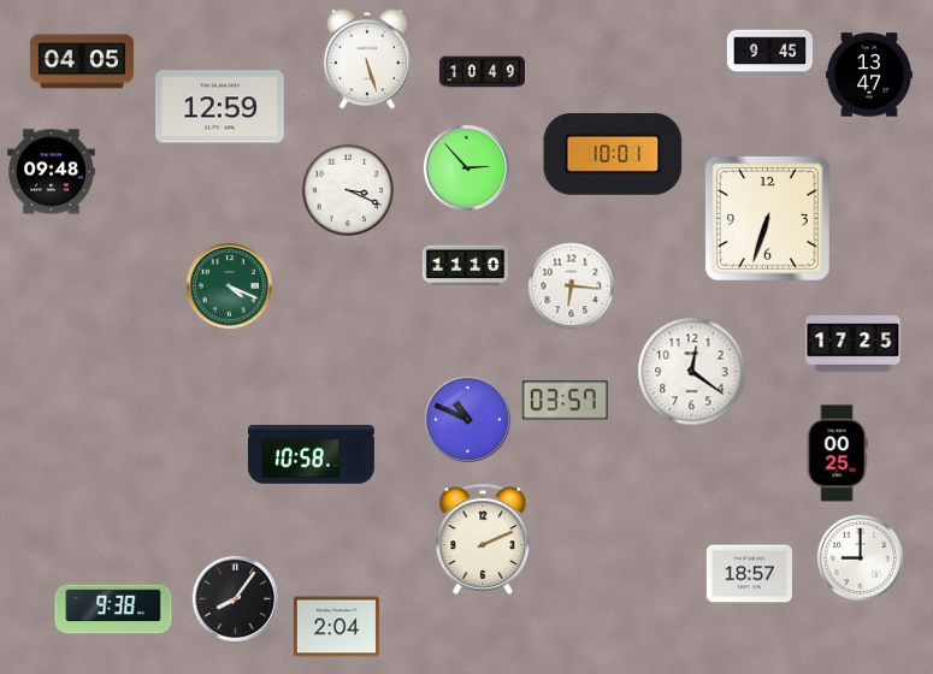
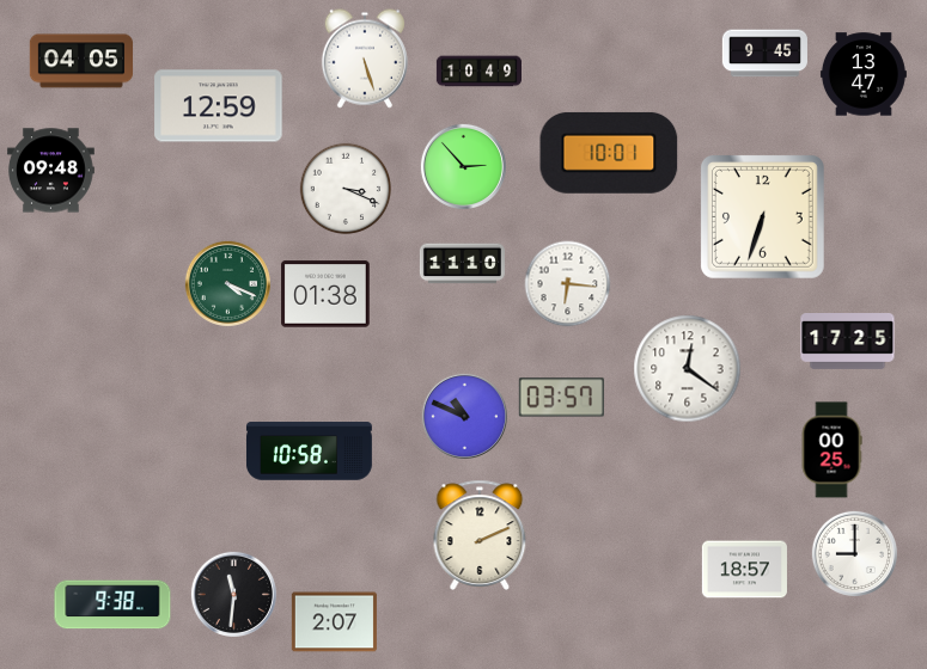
clock at (325, 294): none -> 01:38
clock at (235, 598): 8:06 -> 11:31
clock at (336, 627): 2:04 -> 2:07
